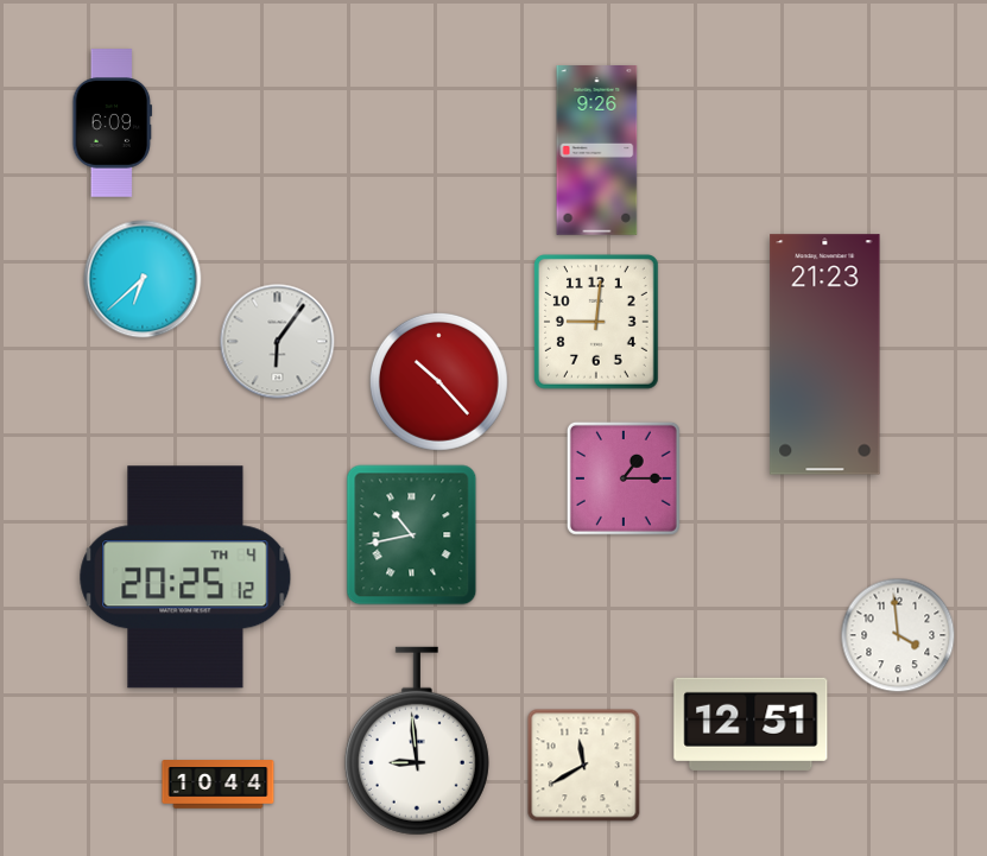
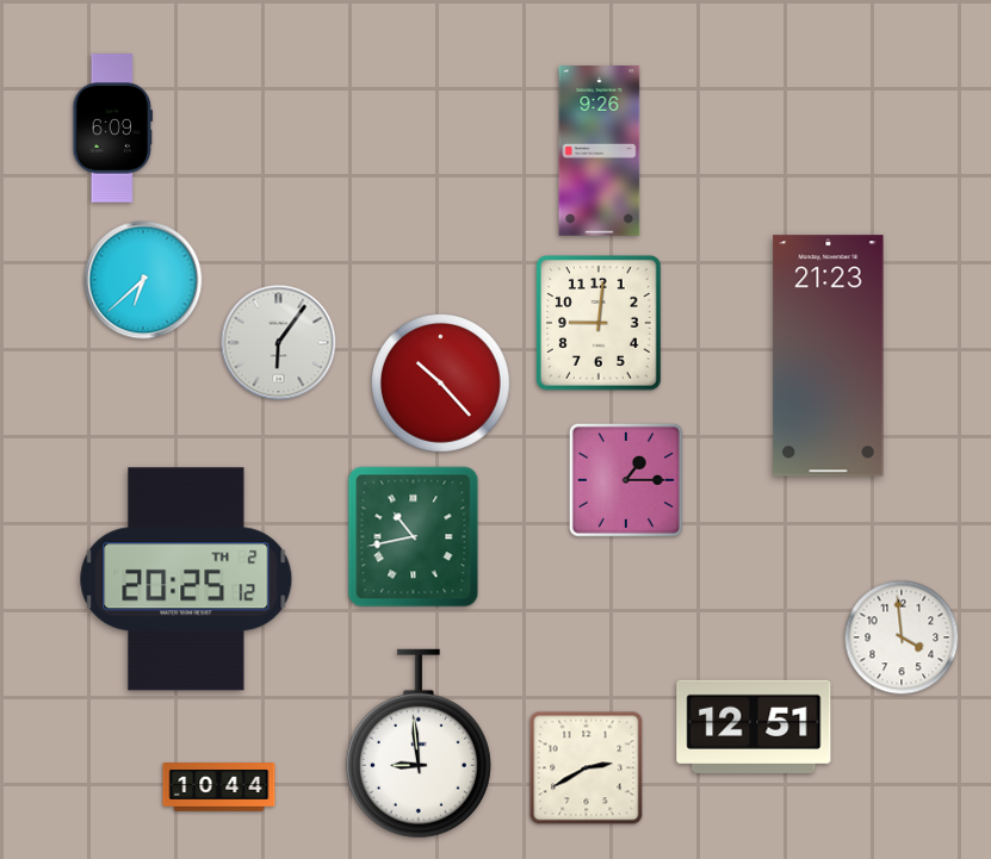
clock at (113, 123) position: (113, 123) -> (113, 129)
clock at (185, 577) date: TH 4 -> TH 2
clock at (584, 766): 11:40 -> 2:40
